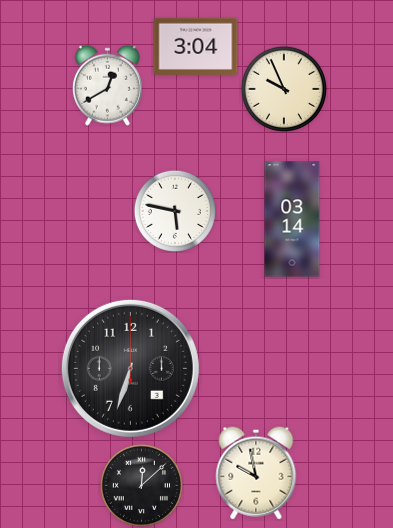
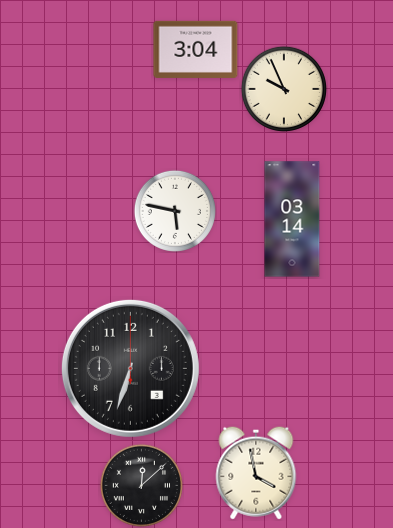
clock at (196, 46) position: (196, 46) -> (196, 49)
clock at (107, 85): 12:40 -> none
clock at (256, 473): 9:58 -> 3:58
